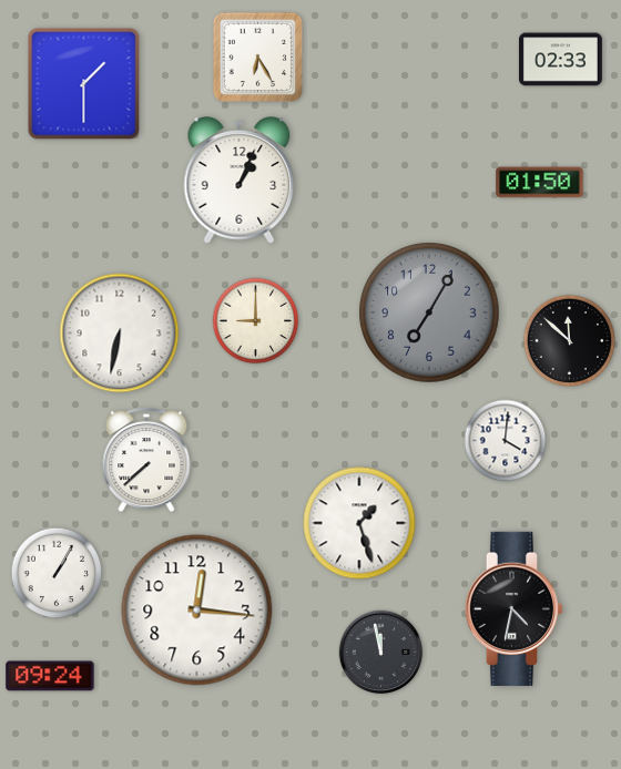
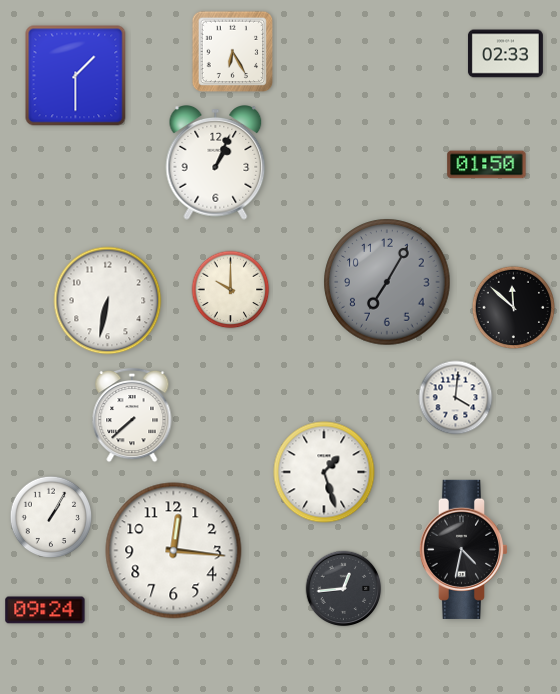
clock at (256, 321): 9:00 -> 10:00
clock at (197, 611) position: (197, 611) -> (174, 551)
clock at (381, 653): 11:58 -> 12:44
